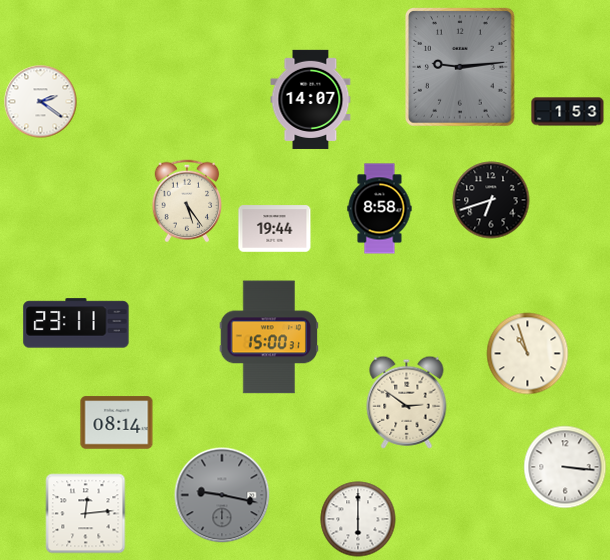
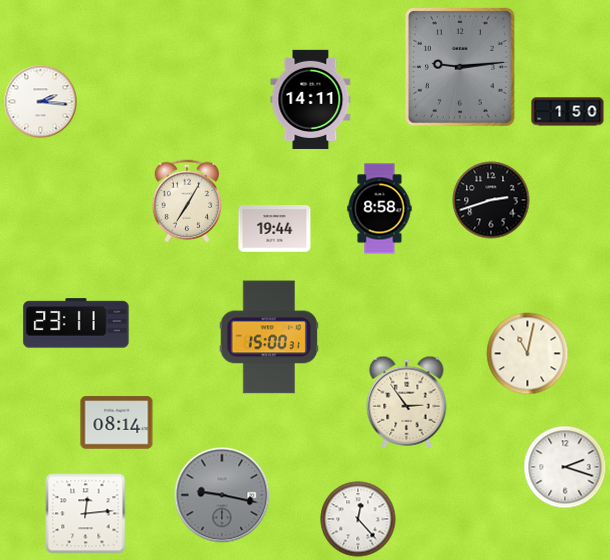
clock at (311, 99): 14:07 -> 14:11
clock at (41, 102): 2:21 -> 2:16
clock at (568, 112): 1:53 -> 1:50
clock at (491, 200): 6:42 -> 2:42
clock at (187, 201): 5:24 -> 7:05
clock at (528, 354): 10:57 -> 11:02
clock at (407, 402): 2:51 -> 2:54
clock at (565, 467): 3:16 -> 2:18
clock at (358, 519): 6:00 -> 12:23
